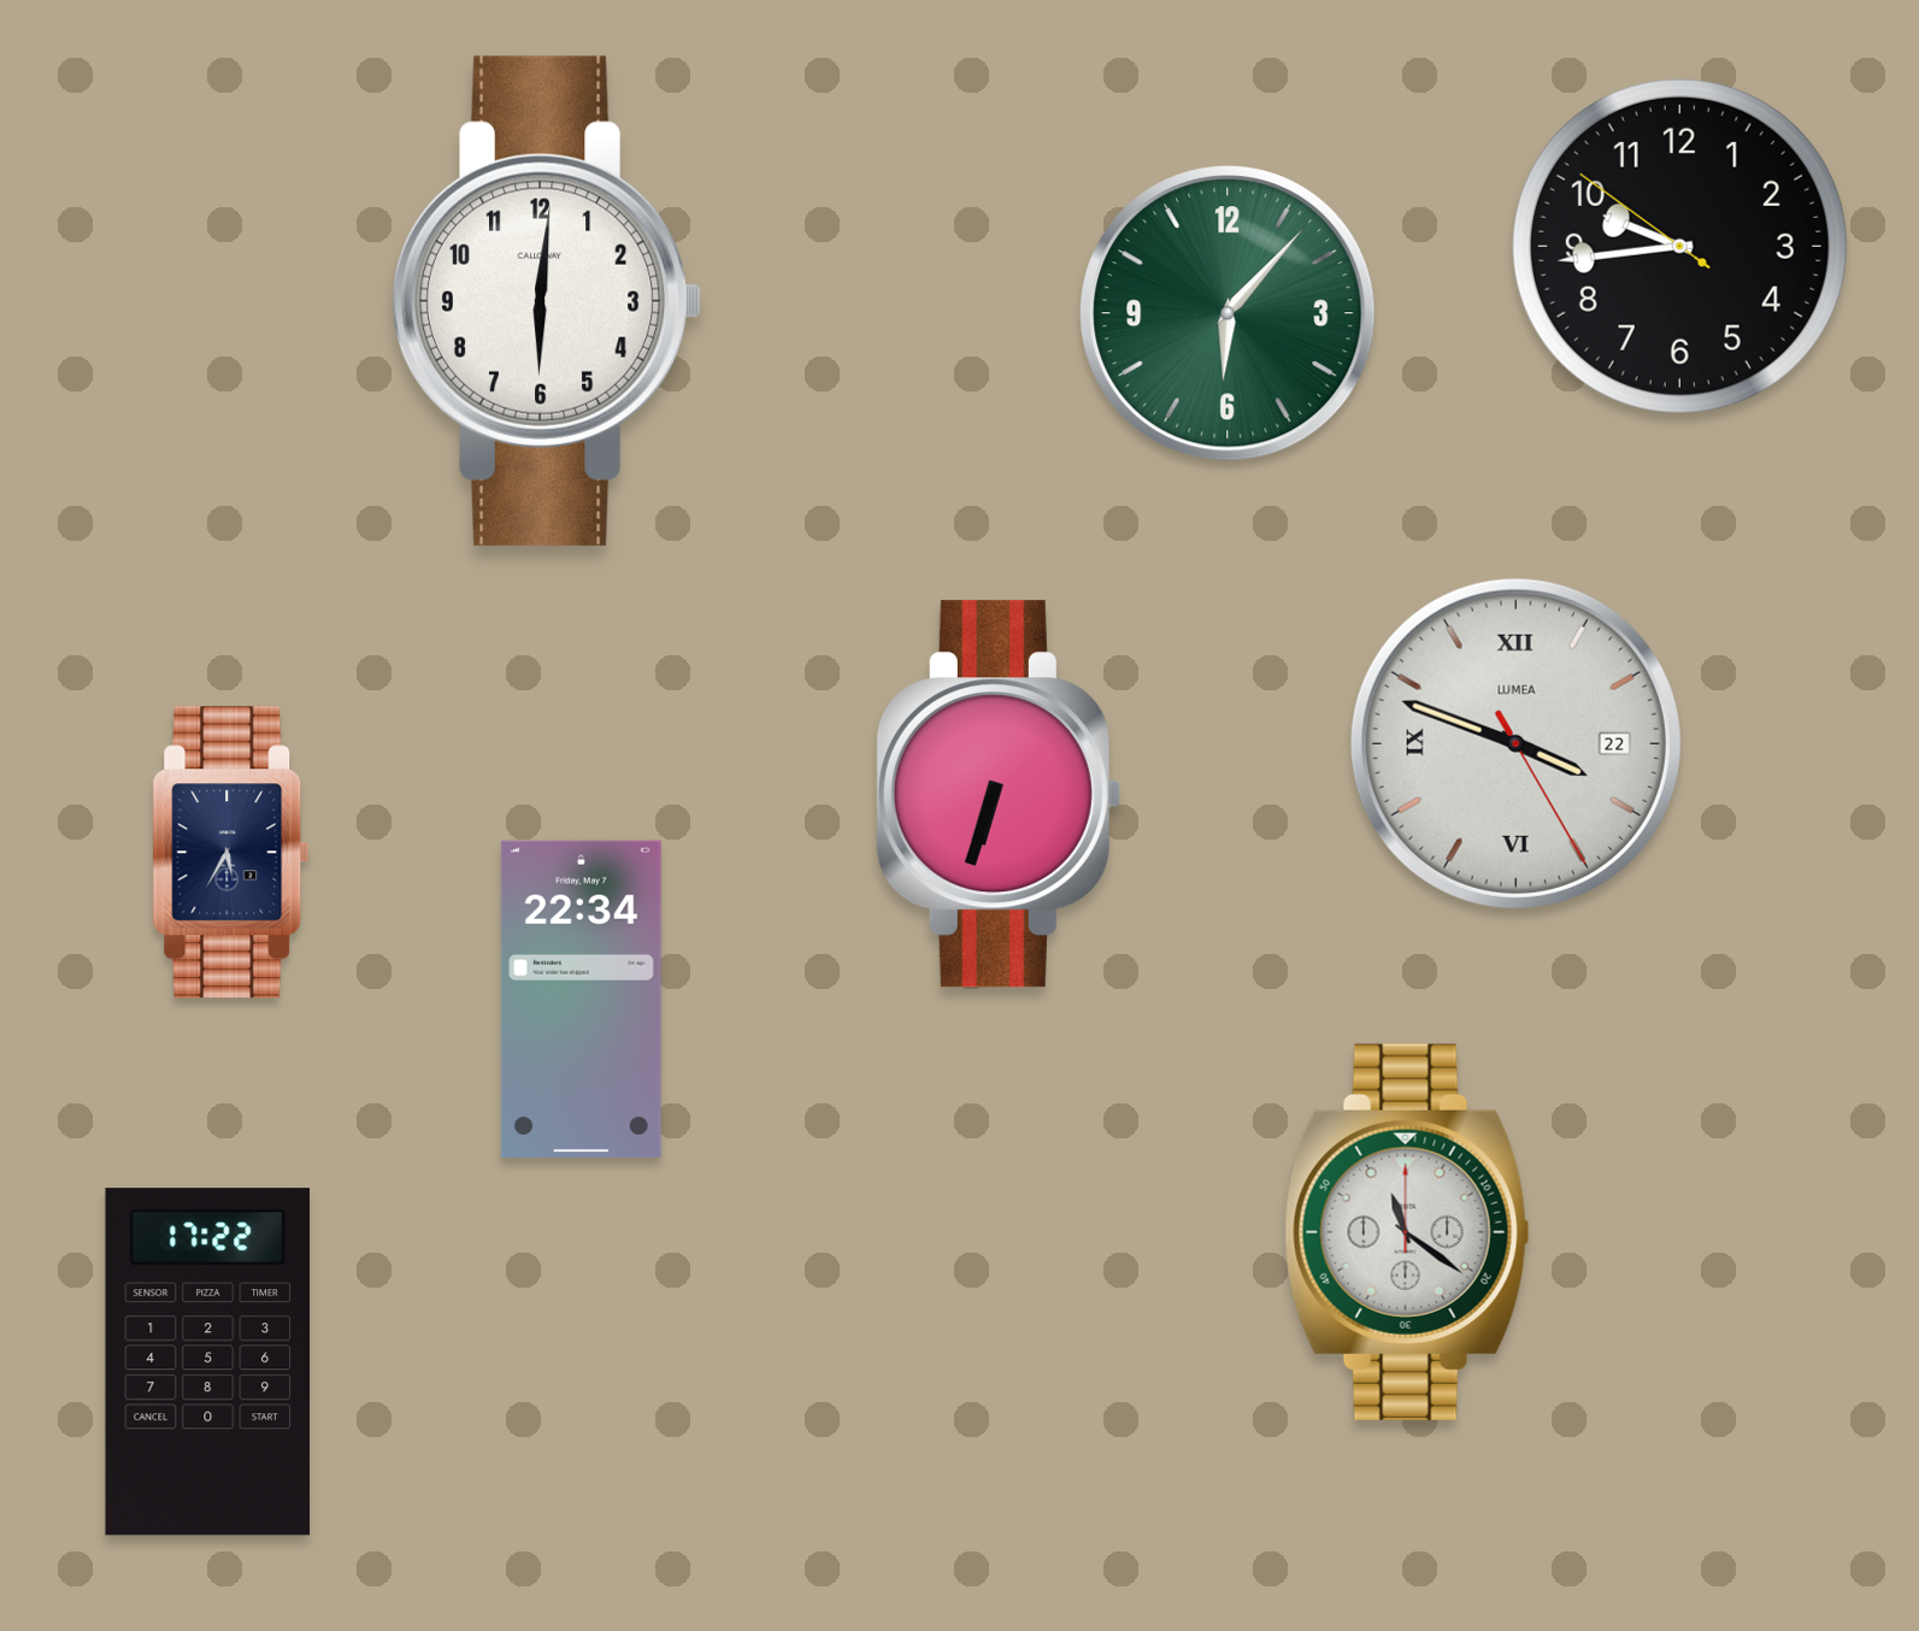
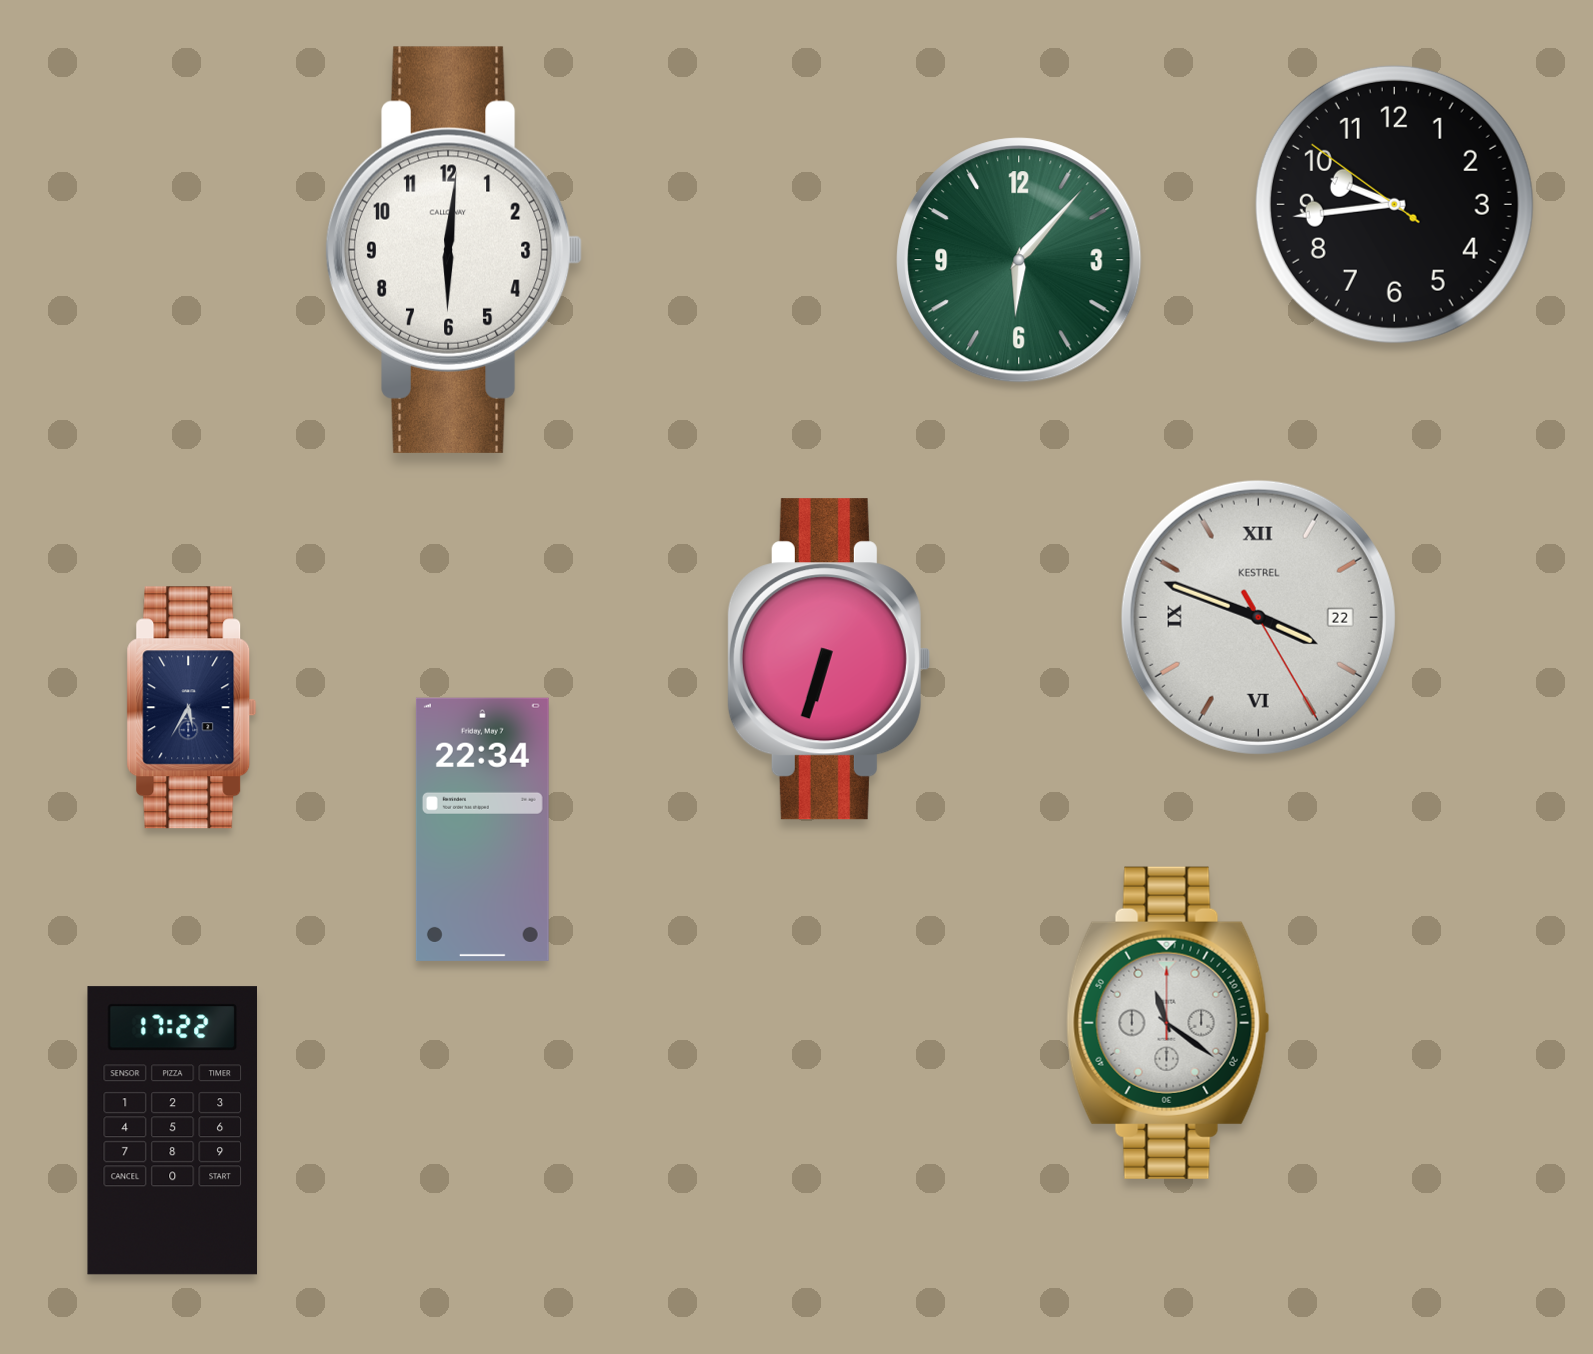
clock at (1515, 743) brand: LUMEA -> KESTREL
